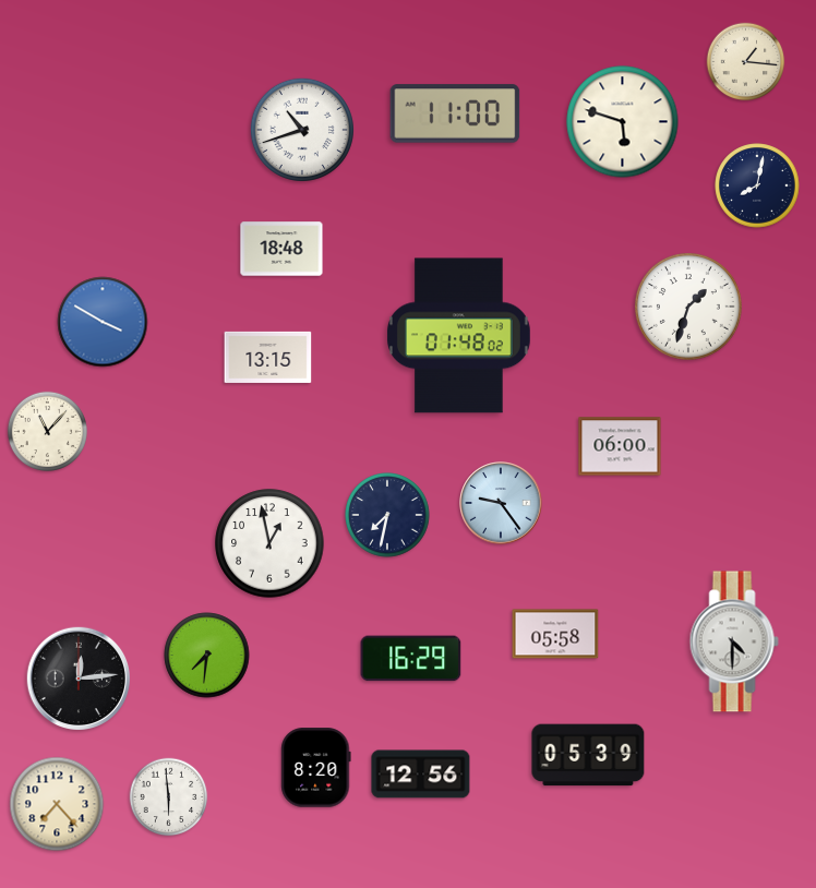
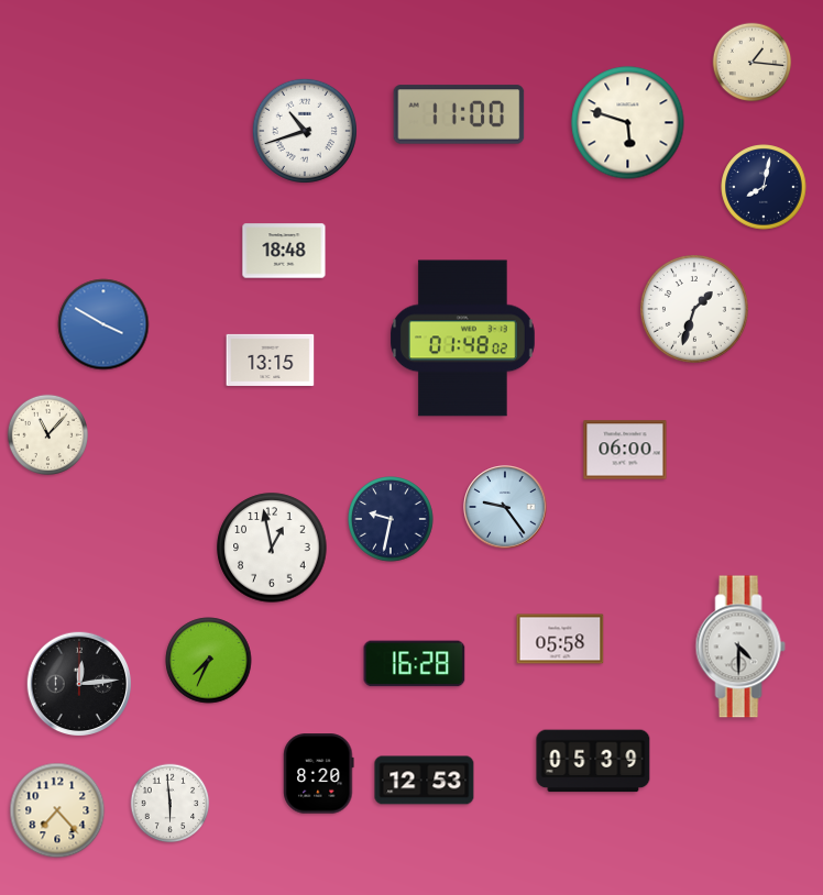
clock at (387, 515): 7:32 -> 9:32
clock at (207, 656): 7:31 -> 7:34
clock at (411, 659): 16:29 -> 16:28
clock at (421, 775): 12:56 -> 12:53
